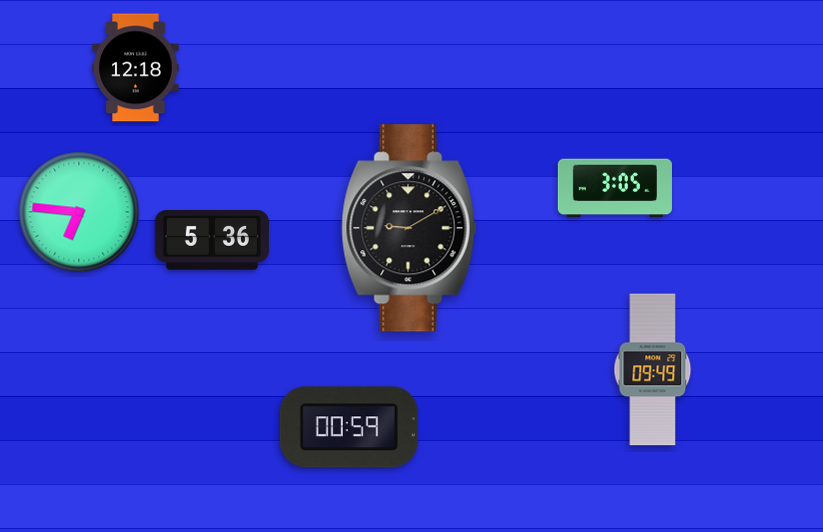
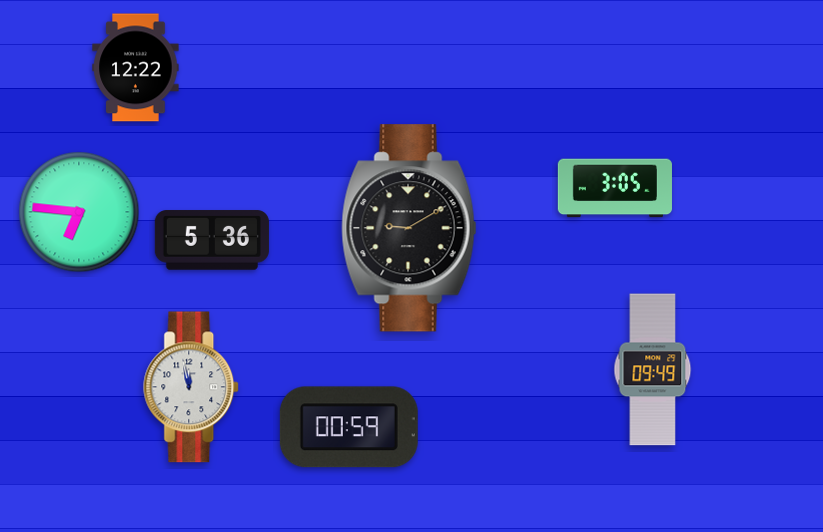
clock at (136, 68): 12:18 -> 12:22
clock at (192, 387): none -> 11:58
